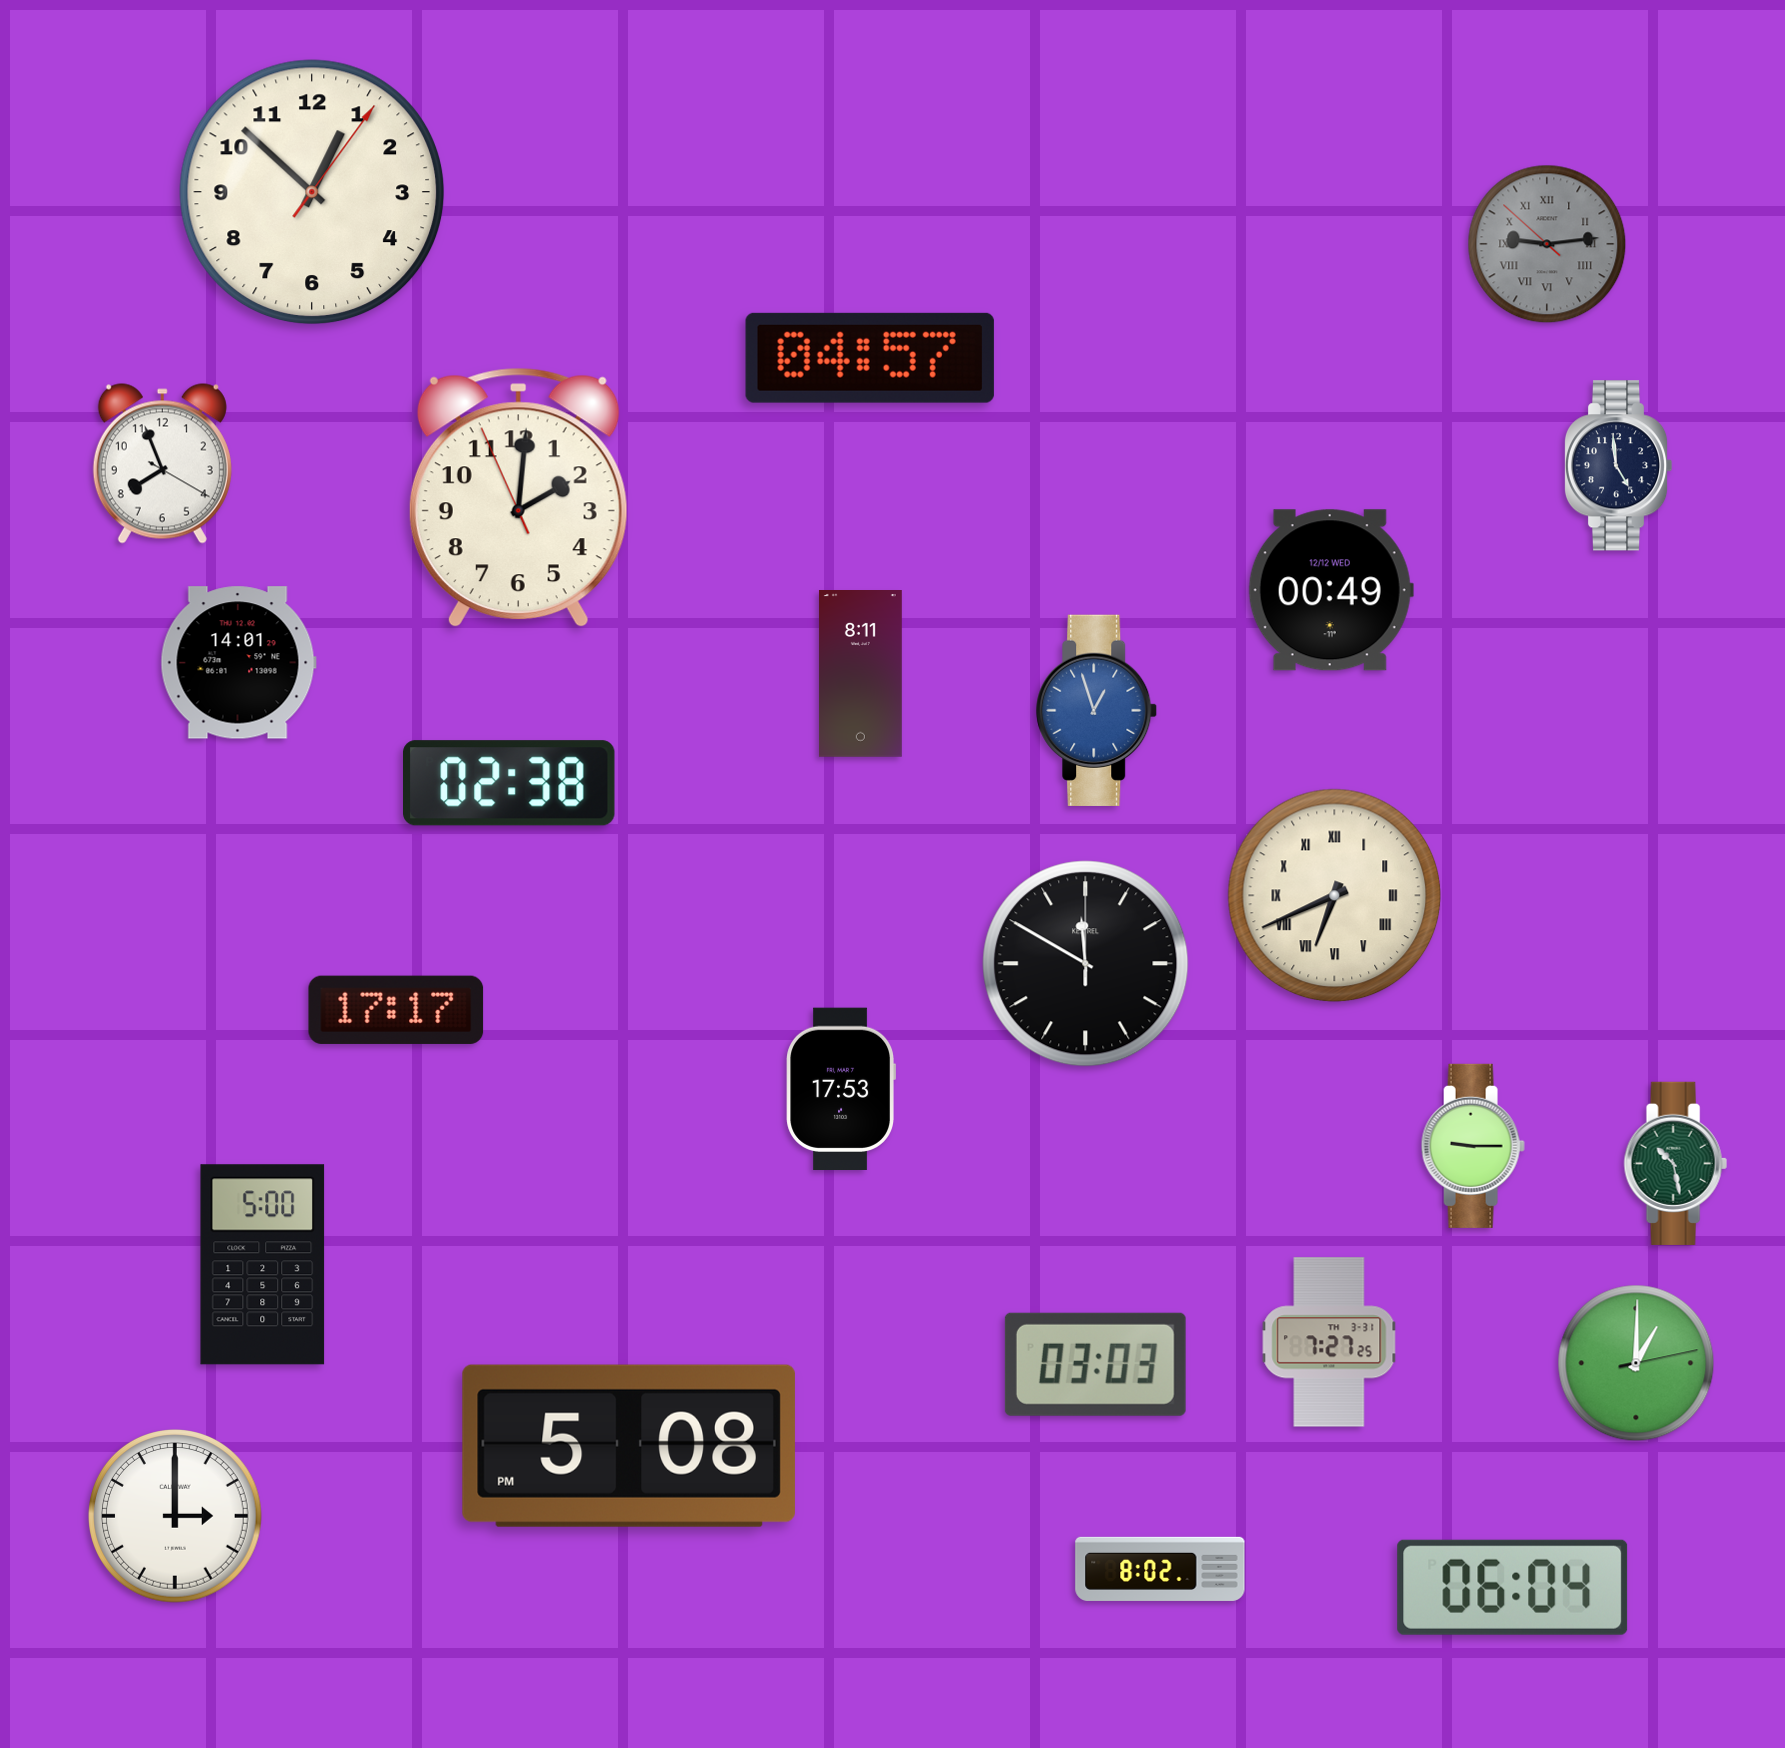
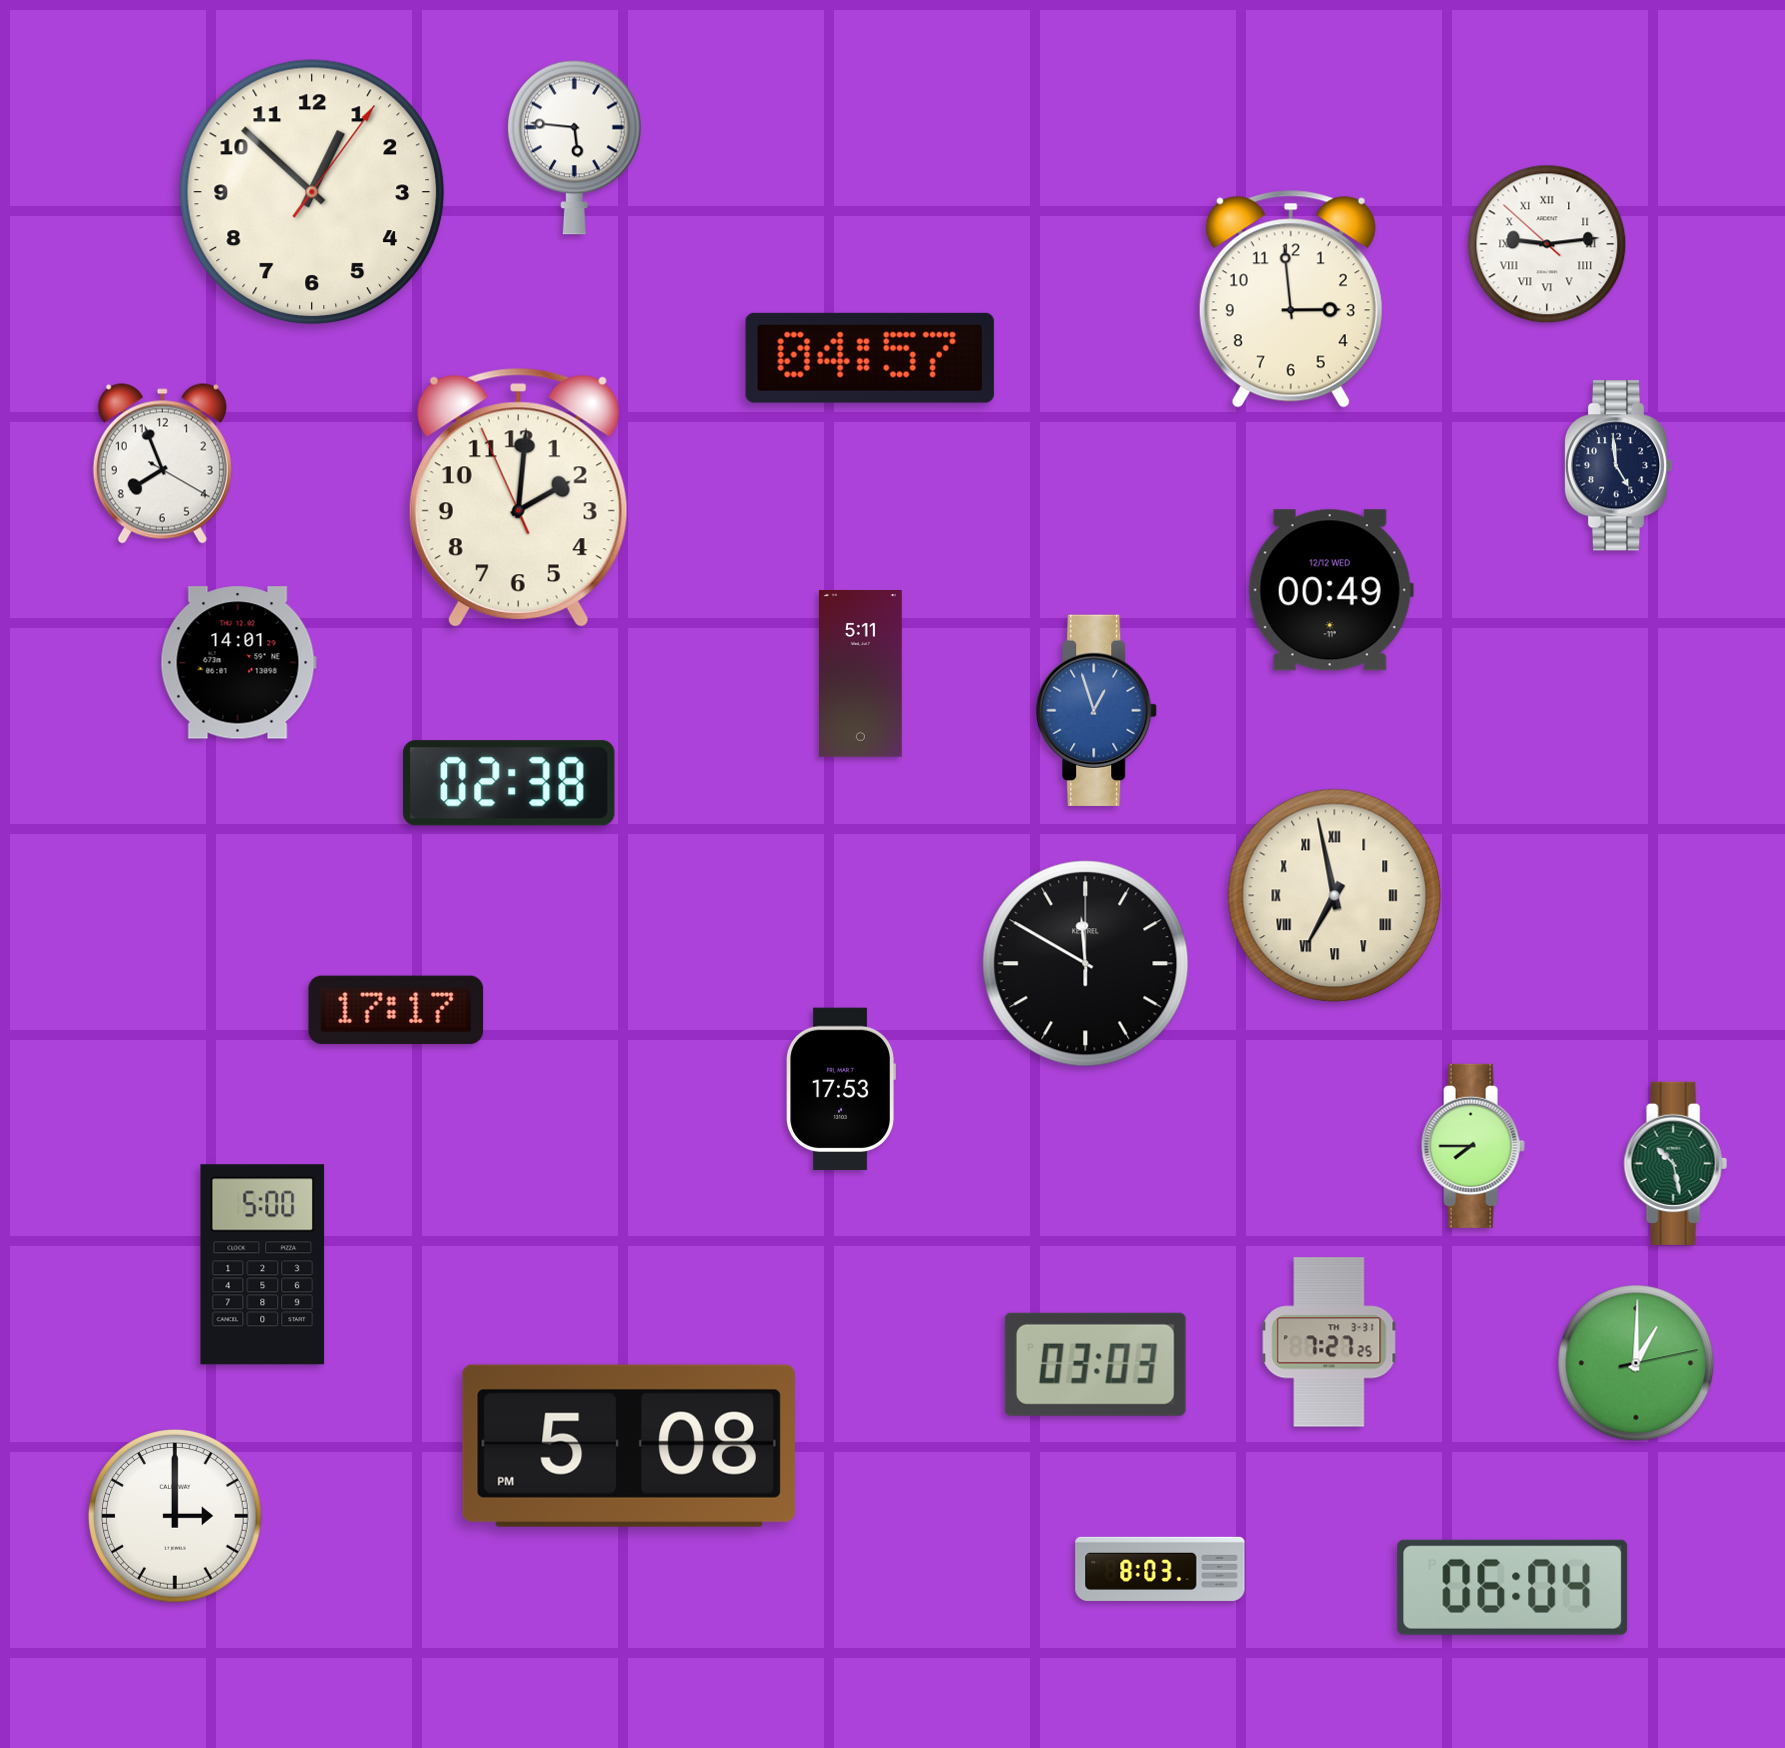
clock at (575, 147): none -> 5:46
clock at (1547, 244) dial: grey -> white
clock at (1291, 299): none -> 2:59
clock at (860, 674): 8:11 -> 5:11
clock at (1335, 896): 6:41 -> 6:58
clock at (1473, 1146): 9:15 -> 7:45
clock at (1160, 1569): 8:02 -> 8:03
